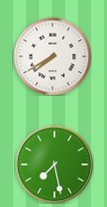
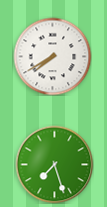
clock at (54, 164): 7:28 -> 7:27
